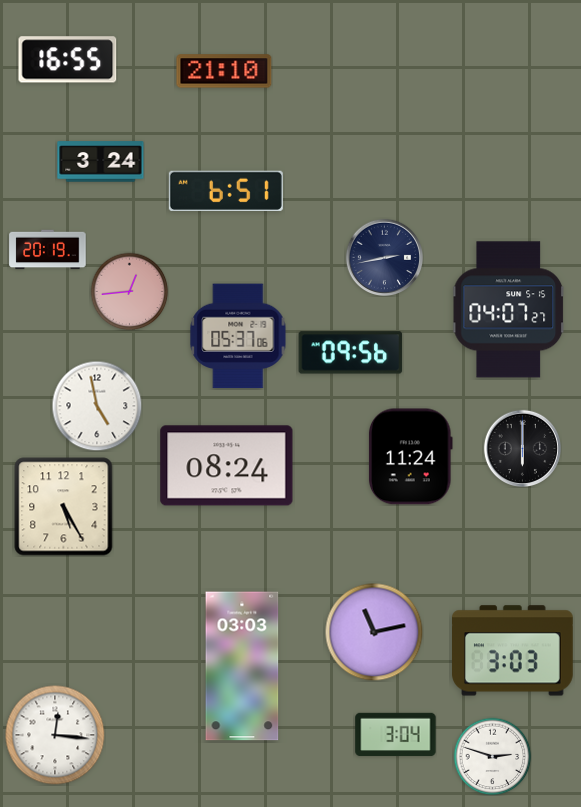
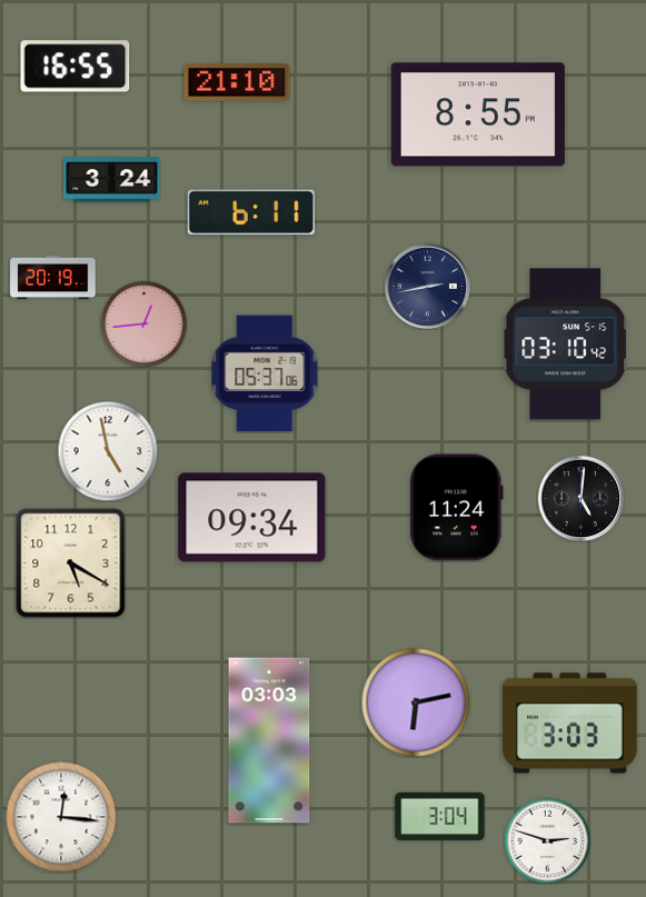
clock at (224, 71) position: (224, 71) -> (237, 82)
clock at (478, 114): none -> 8:55
clock at (226, 191): 6:51 -> 6:11
clock at (509, 310): 04:07 -> 03:10
clock at (351, 353): 09:56 -> none
clock at (522, 448): 6:00 -> 5:01
clock at (227, 466): 08:24 -> 09:34
clock at (64, 507): 5:25 -> 5:20
clock at (374, 632): 11:13 -> 6:13
